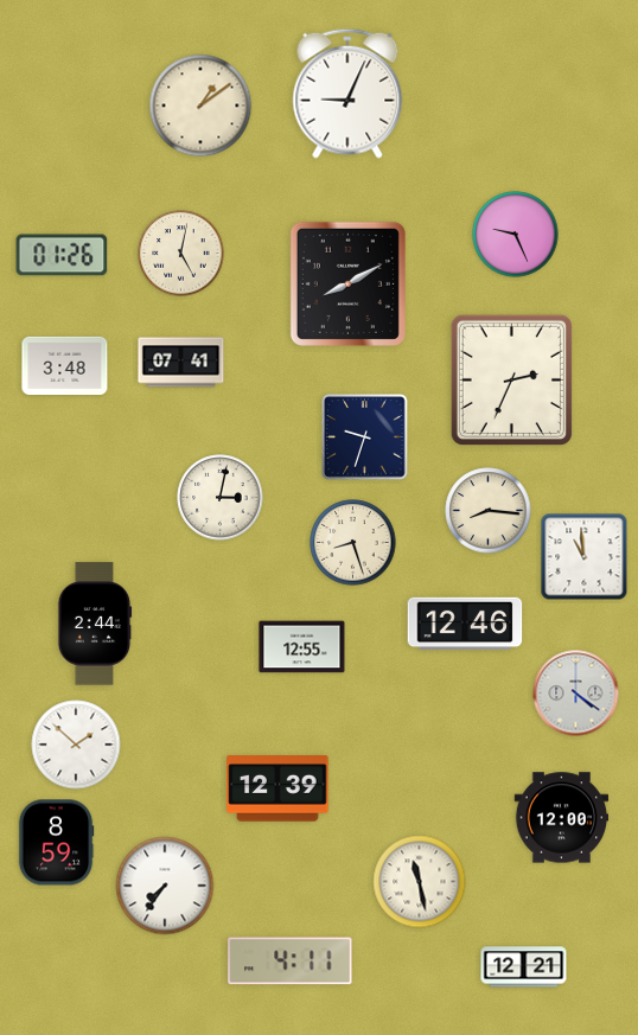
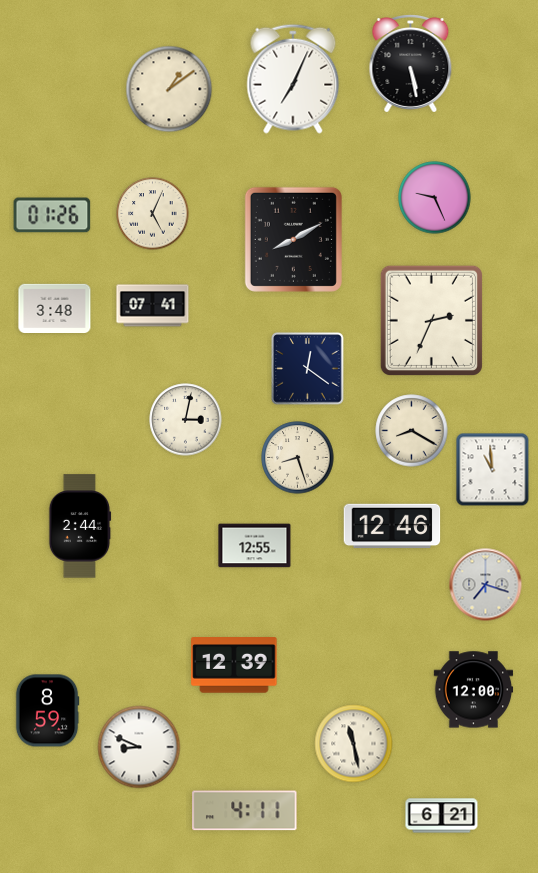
clock at (411, 64): none -> 5:28
clock at (347, 94): 9:04 -> 7:04
clock at (181, 254): 5:02 -> 5:04
clock at (365, 437): 9:33 -> 12:21
clock at (489, 511): 8:16 -> 8:20
clock at (576, 694): 4:21 -> 7:18
clock at (76, 745): 1:52 -> none
clock at (165, 886): 7:36 -> 8:49
clock at (524, 967): 12:21 -> 6:21
